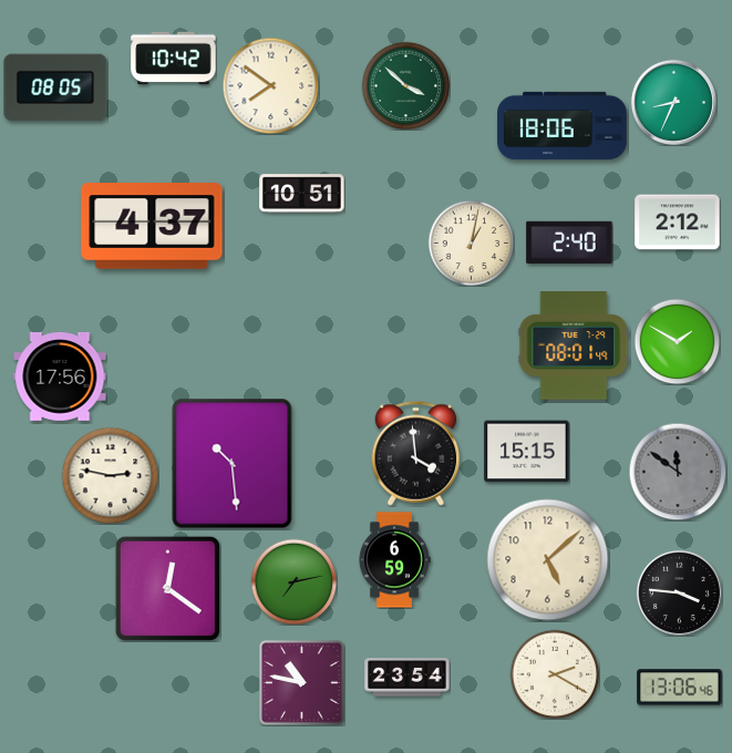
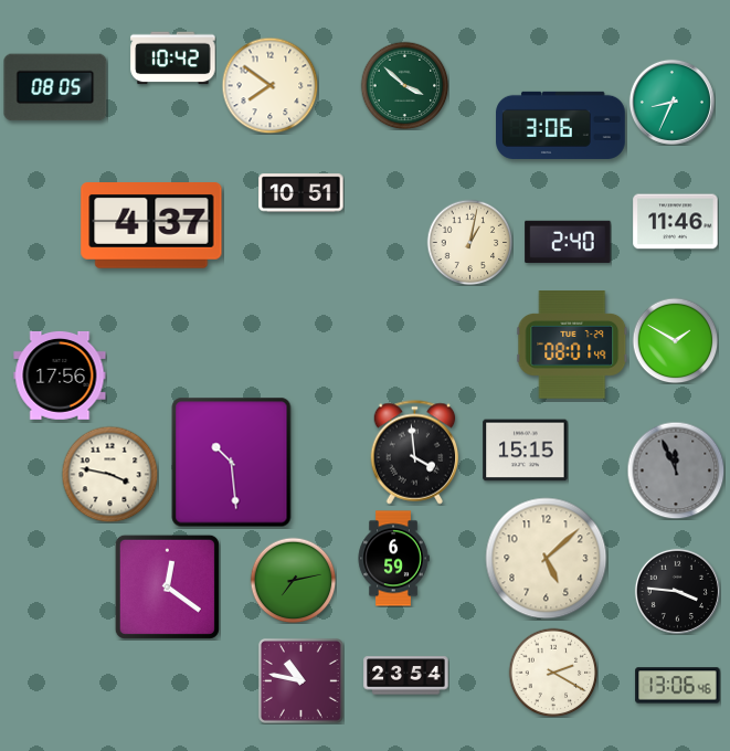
clock at (563, 125): 18:06 -> 3:06
clock at (678, 223): 2:12 -> 11:46
clock at (678, 472): 11:51 -> 11:56
clock at (110, 475): 2:47 -> 3:47
